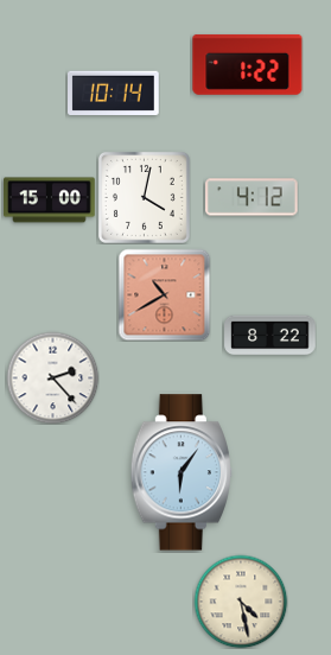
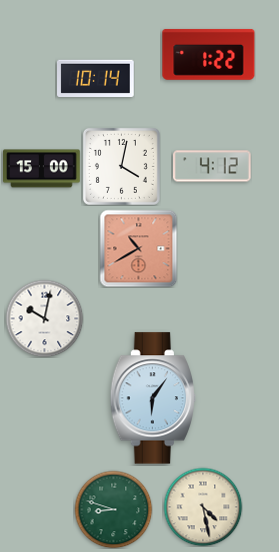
clock at (270, 336): 8:22 -> none
clock at (52, 377): 2:23 -> 10:02
clock at (113, 509): none -> 8:48
